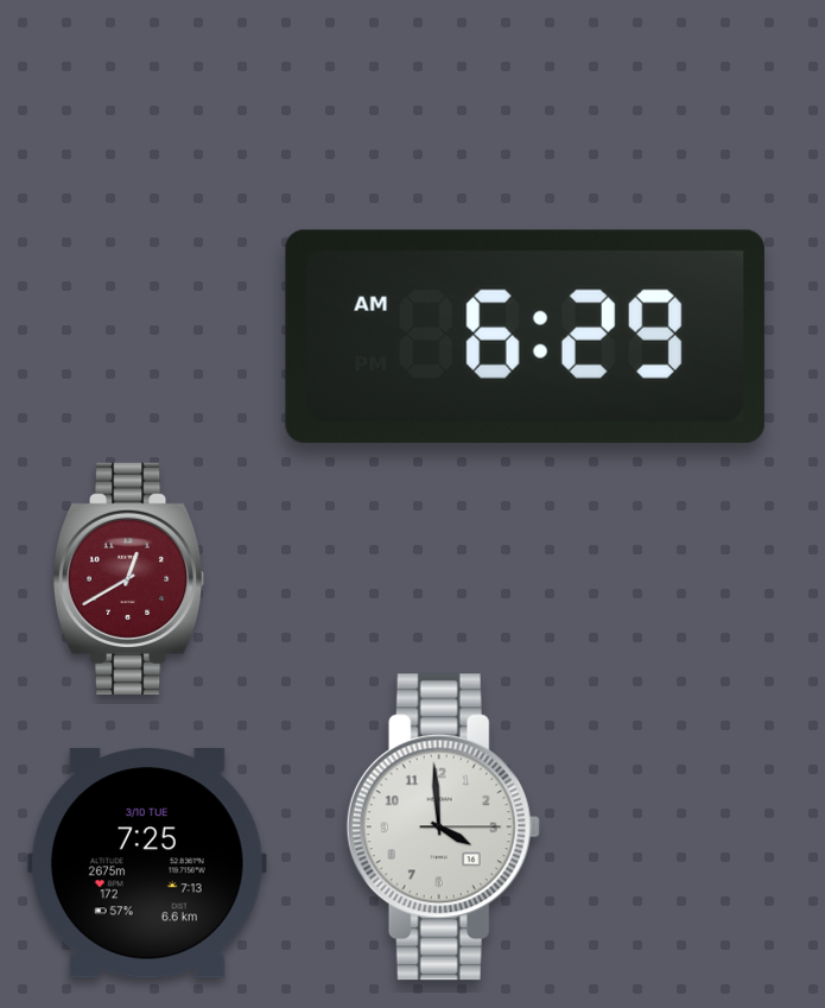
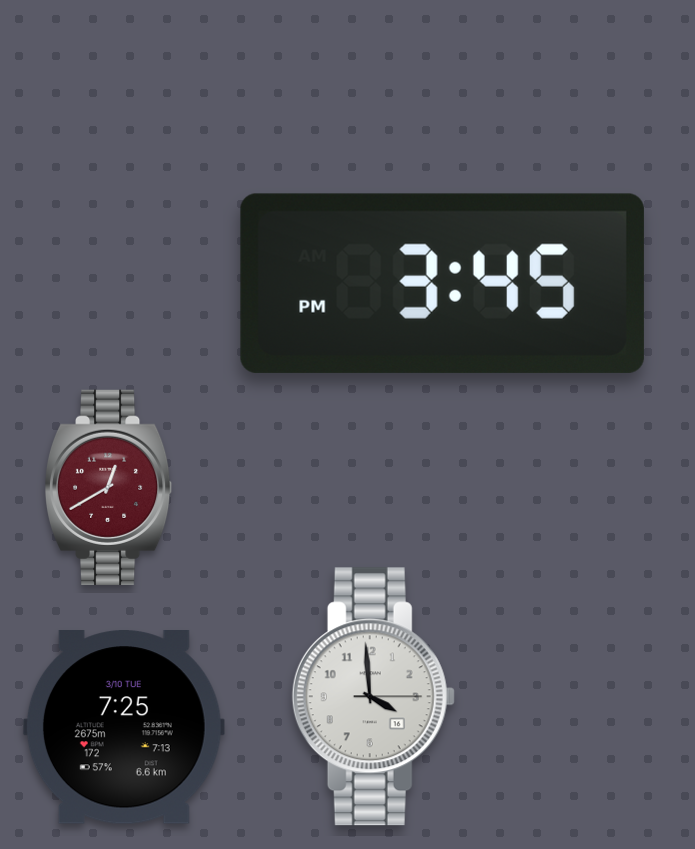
clock at (525, 336): 6:29 -> 3:45
